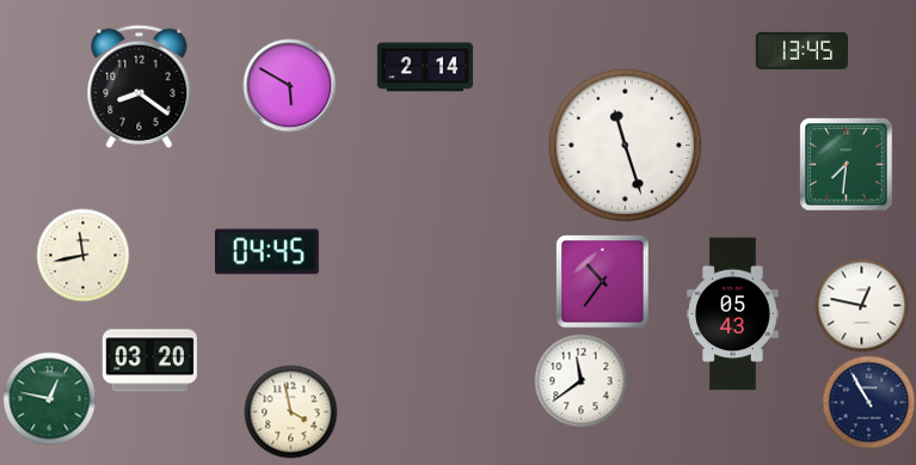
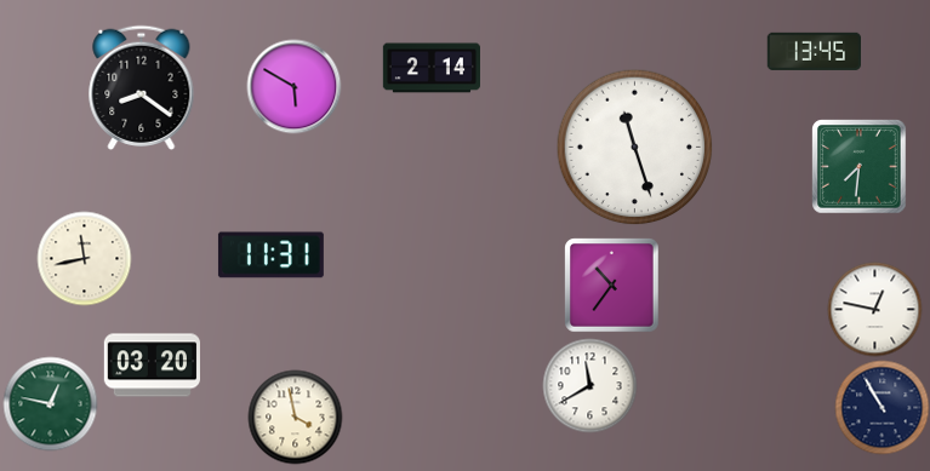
clock at (266, 252): 04:45 -> 11:31
clock at (733, 314): 05:43 -> none
clock at (580, 380): 11:39 -> 11:40
